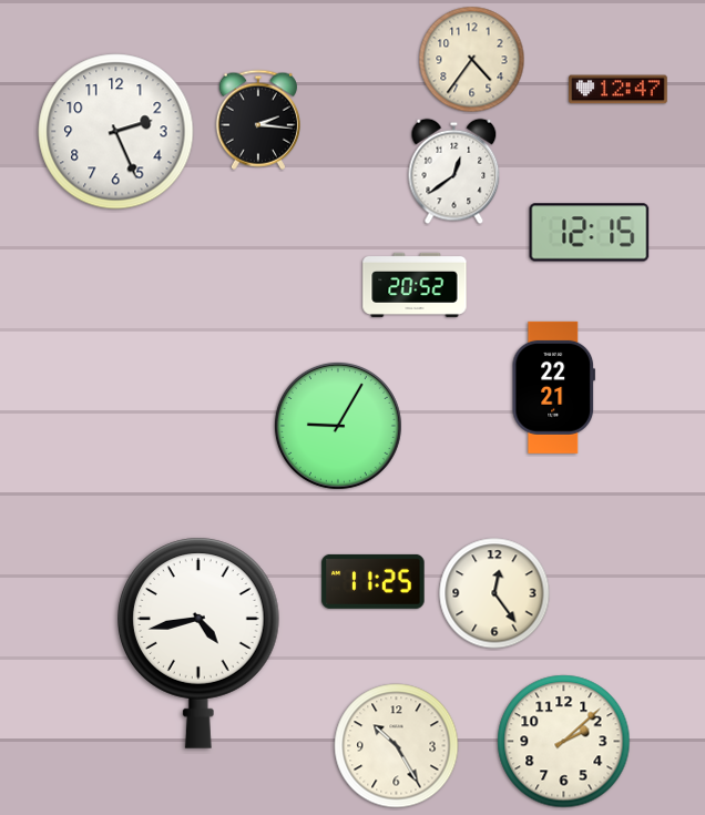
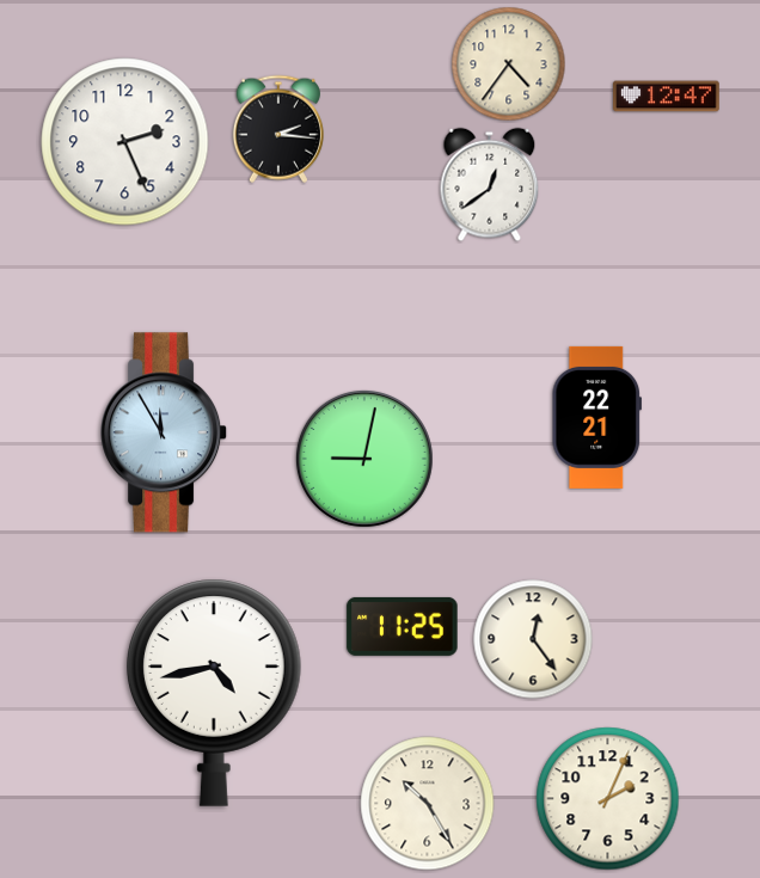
clock at (590, 233): 12:15 -> none
clock at (415, 285): 20:52 -> none
clock at (165, 432): none -> 11:55
clock at (338, 426): 9:05 -> 9:02
clock at (564, 742): 2:08 -> 2:04
